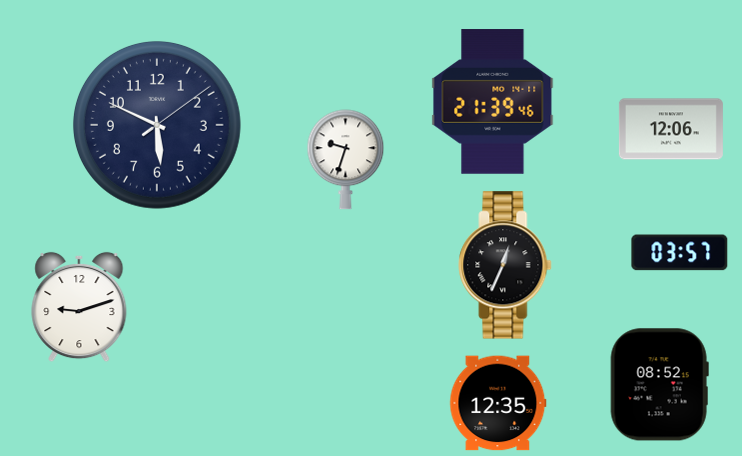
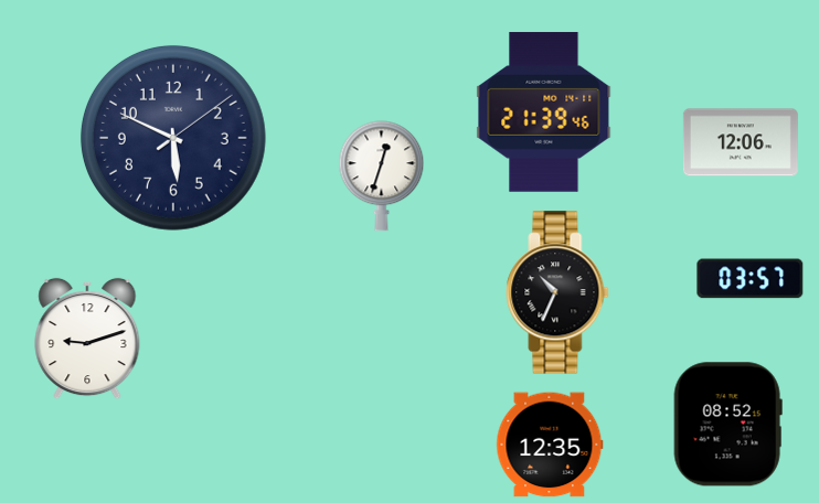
clock at (346, 160): 9:33 -> 12:33
clock at (505, 265): 12:34 -> 10:34
